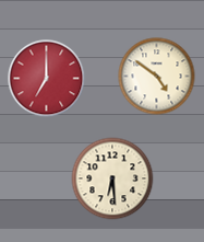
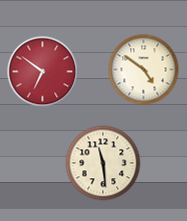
clock at (47, 79): 7:00 -> 6:51
clock at (112, 178): 6:29 -> 11:29
